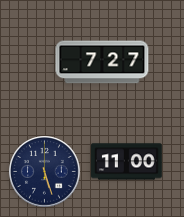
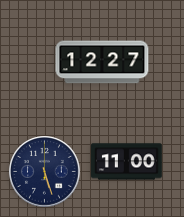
clock at (102, 62): 7:27 -> 12:27
